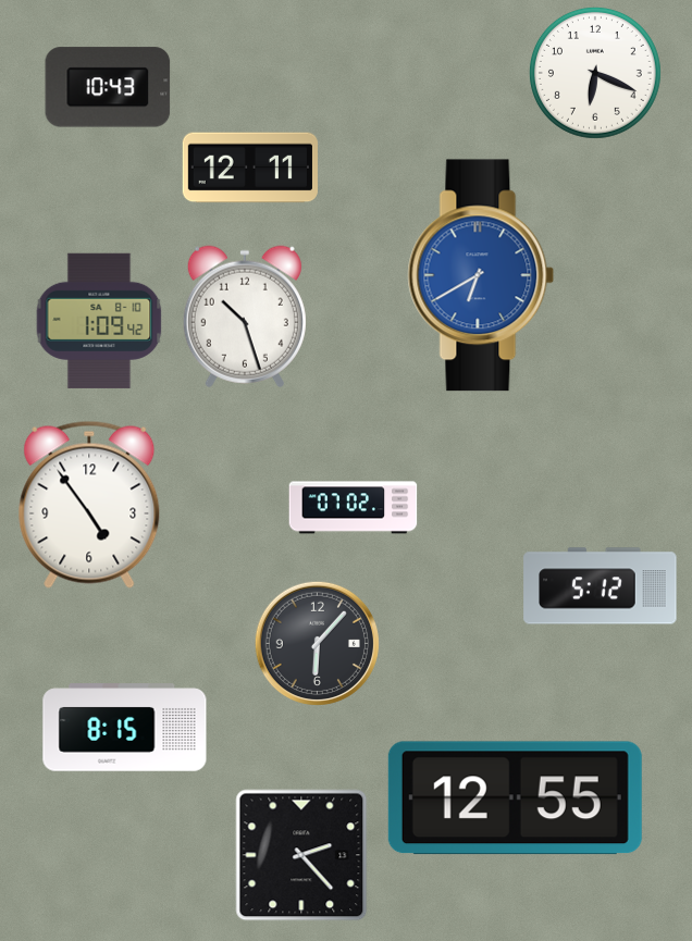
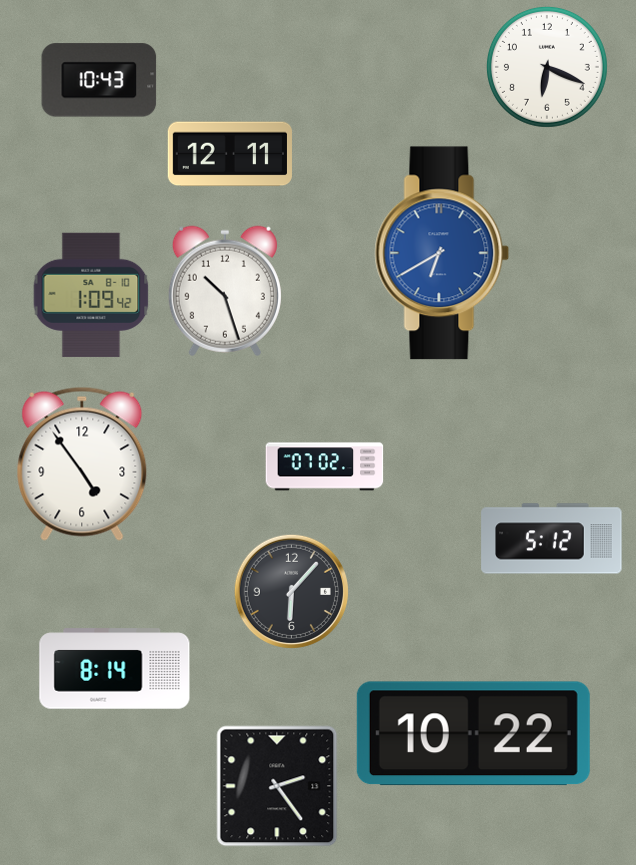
clock at (125, 728): 8:15 -> 8:14
clock at (515, 798): 12:55 -> 10:22
clock at (301, 855): 2:23 -> 2:24
